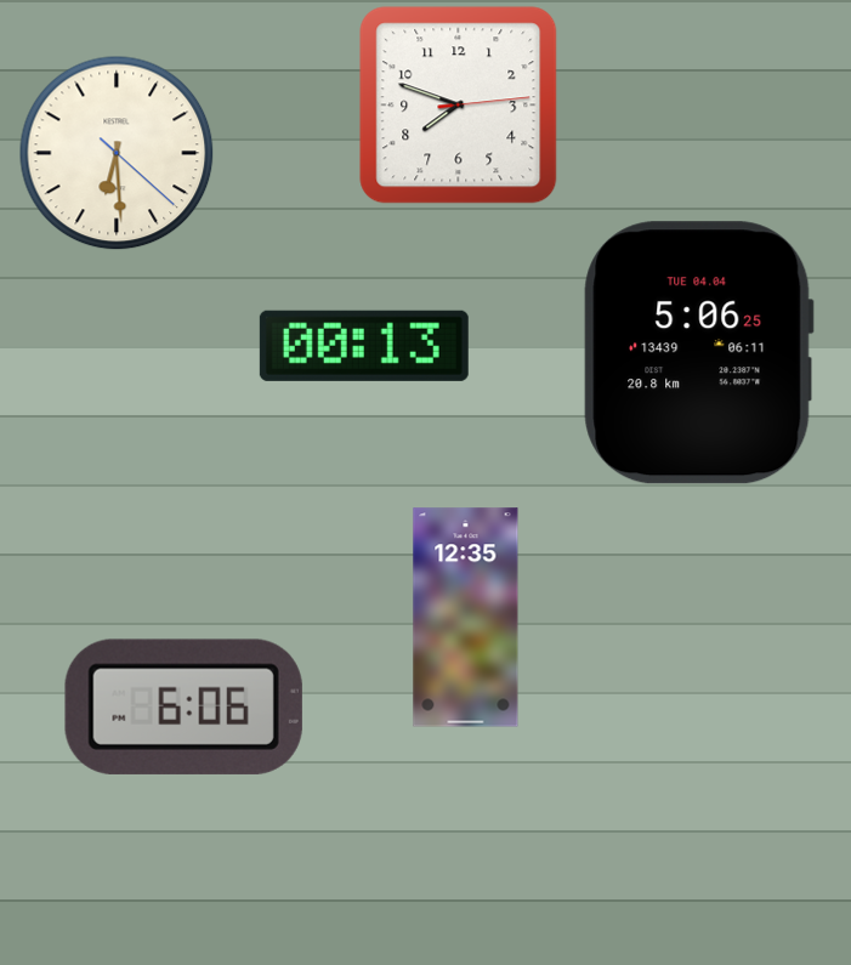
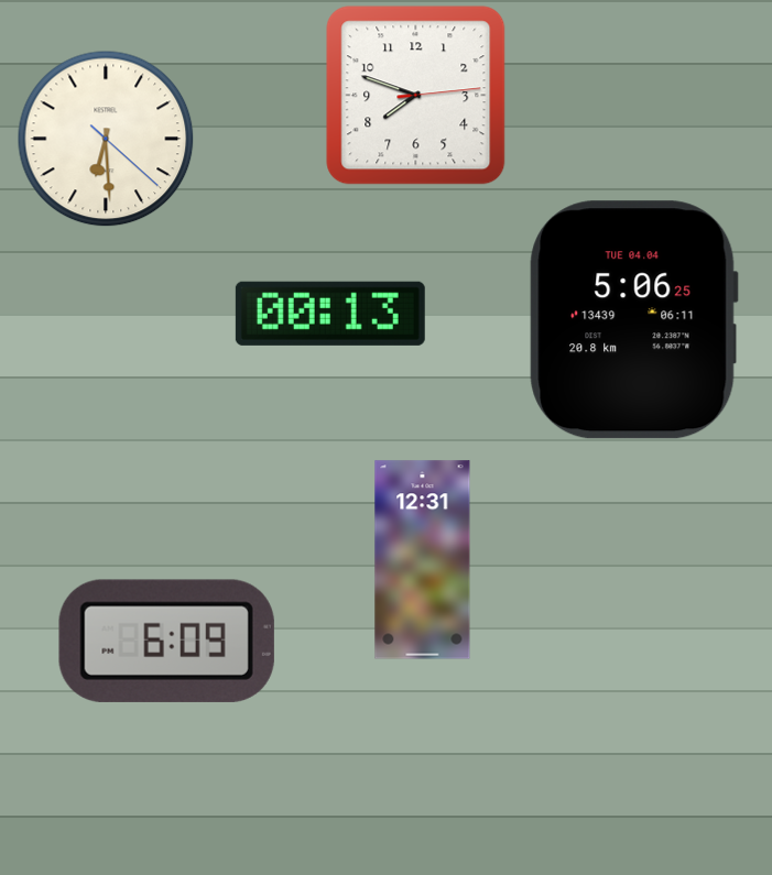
clock at (466, 618): 12:35 -> 12:31
clock at (183, 706): 6:06 -> 6:09
